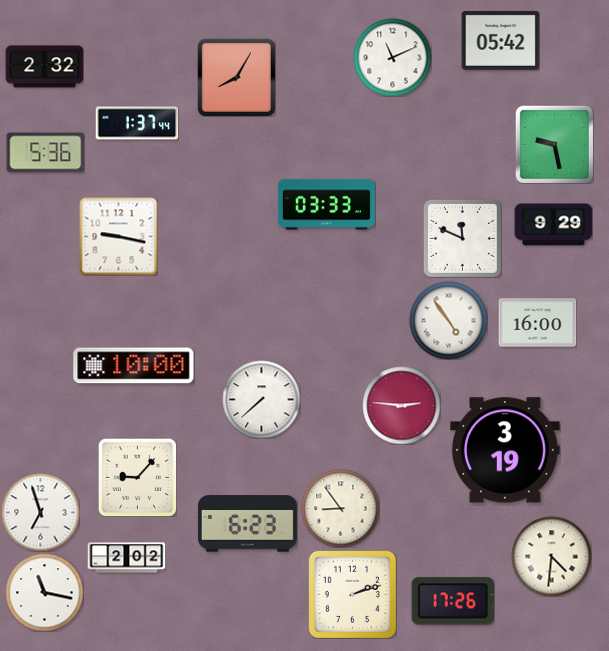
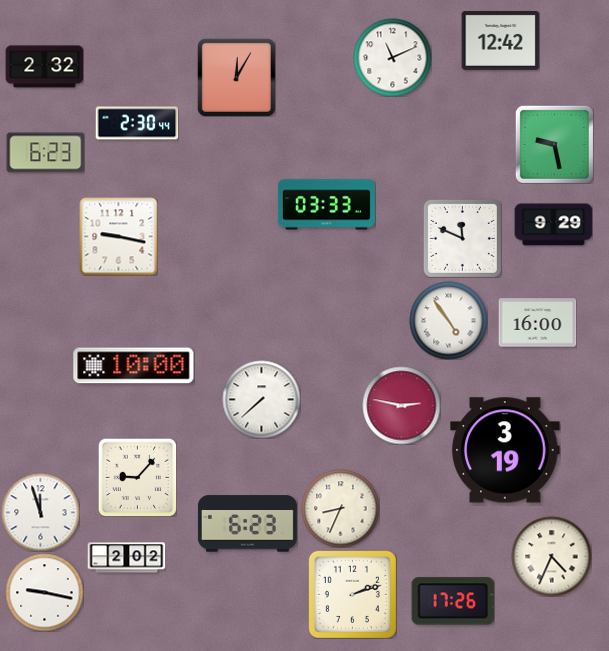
clock at (500, 40): 05:42 -> 12:42
clock at (236, 77): 8:05 -> 12:05
clock at (137, 123): 1:37 -> 2:30
clock at (45, 153): 5:36 -> 6:23
clock at (401, 405): 2:46 -> 2:47
clock at (340, 508): 8:54 -> 8:34
clock at (40, 512): 6:57 -> 11:57
clock at (551, 556): 4:31 -> 4:34
clock at (44, 592): 11:17 -> 9:17
